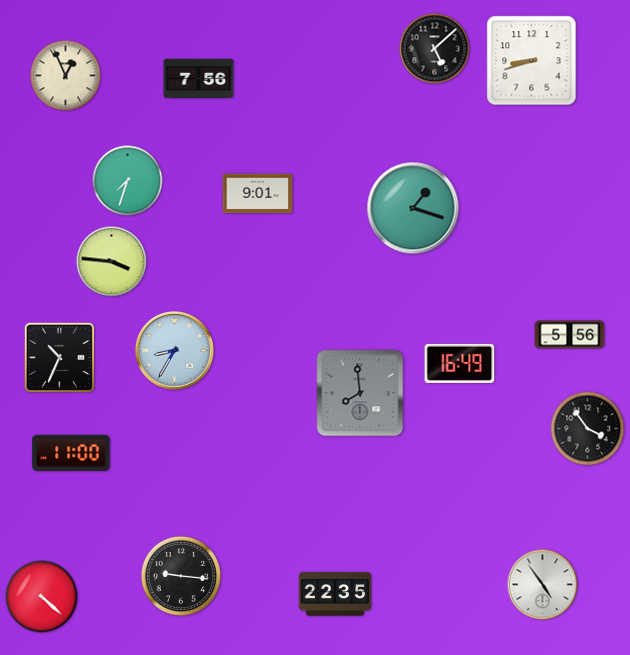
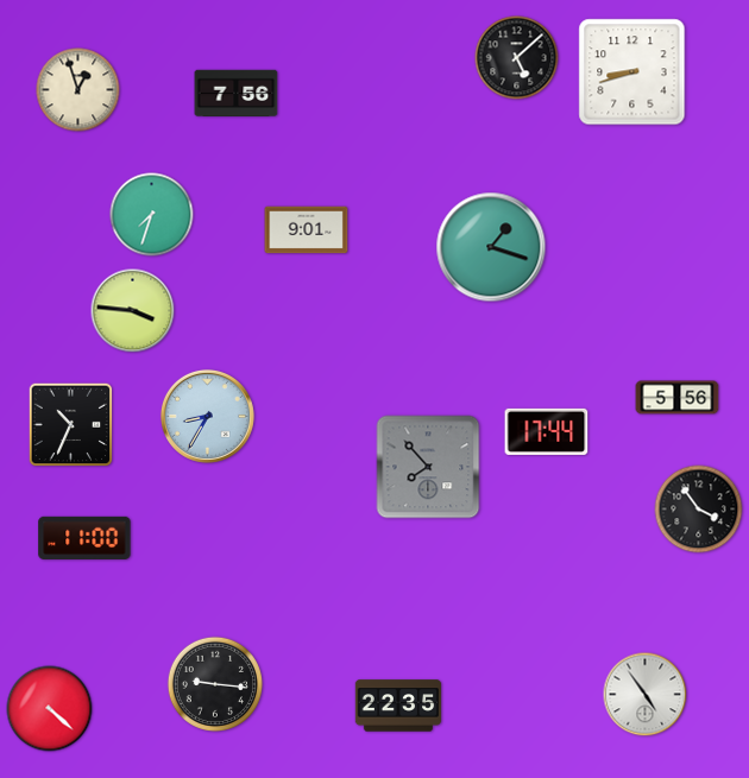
clock at (66, 76): 12:56 -> 12:57
clock at (460, 363): 16:49 -> 17:44
clock at (360, 393): 7:59 -> 7:53
